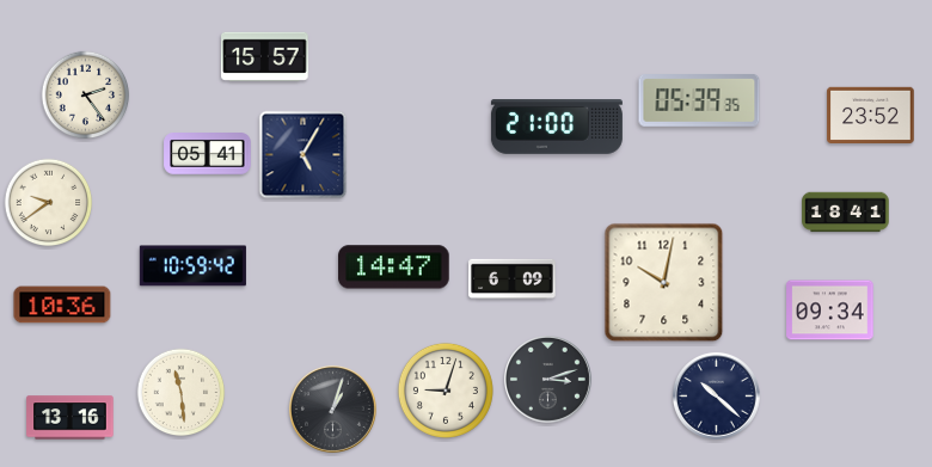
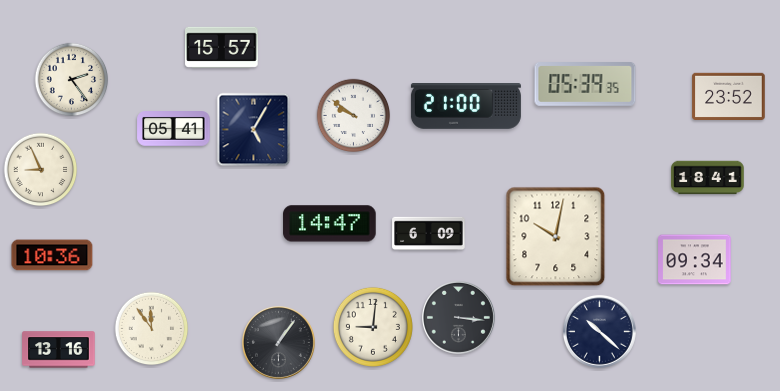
clock at (354, 116): none -> 9:51
clock at (49, 203): 9:39 -> 8:56
clock at (192, 266): 10:59 -> none
clock at (548, 379): 3:12 -> 3:16
clock at (446, 391): 9:03 -> 9:01
clock at (182, 393): 11:29 -> 11:54
clock at (333, 408): 1:03 -> 1:06
